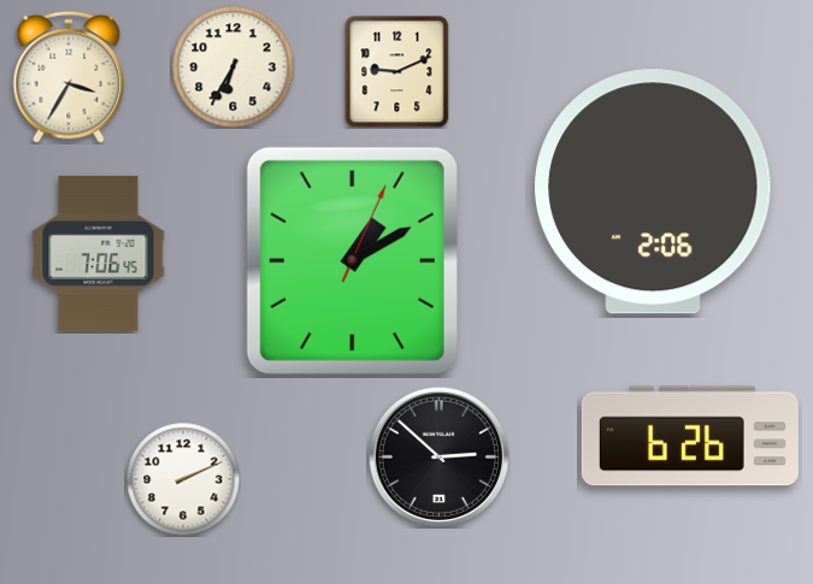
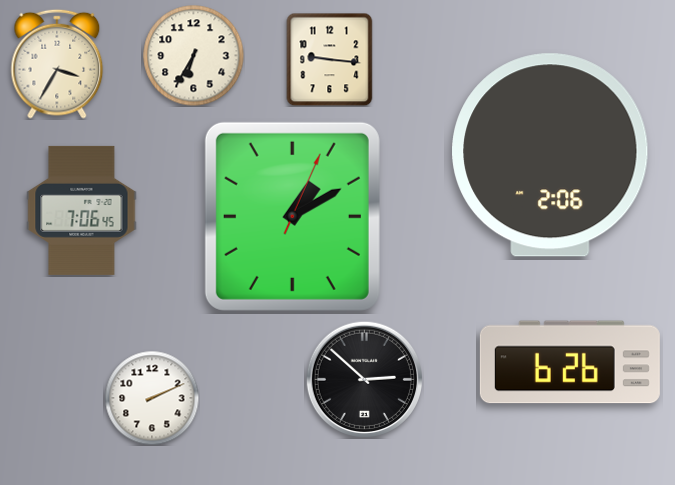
clock at (397, 71): 9:11 -> 9:16
clock at (653, 191) position: (653, 191) -> (550, 155)
clock at (690, 436) position: (690, 436) -> (570, 362)
